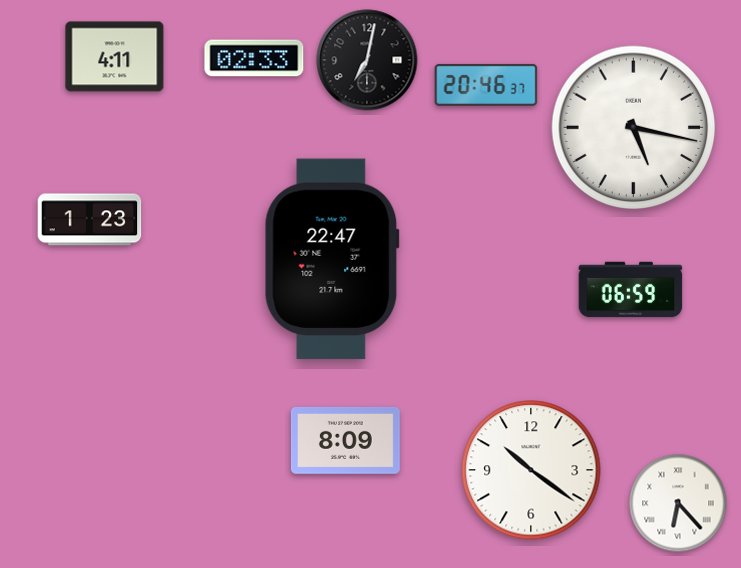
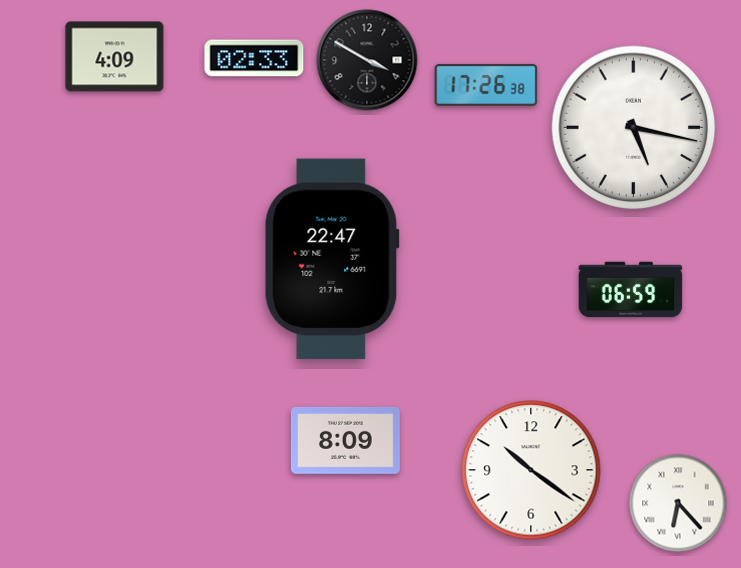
clock at (115, 57): 4:11 -> 4:09
clock at (367, 60): 7:02 -> 3:50
clock at (486, 85): 20:46 -> 17:26
clock at (90, 220): 1:23 -> none
